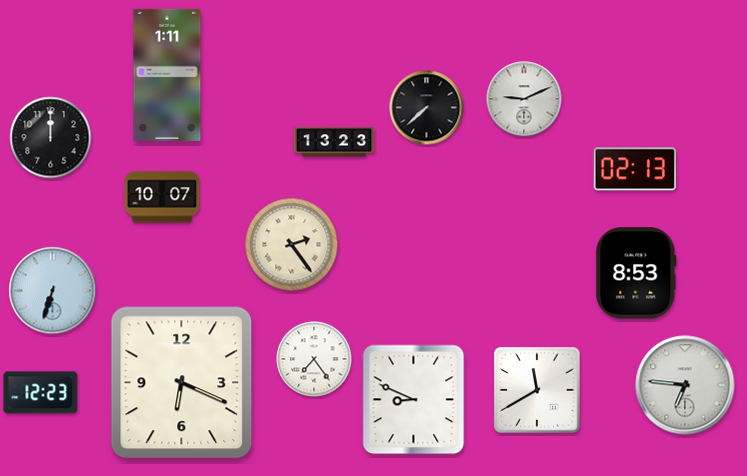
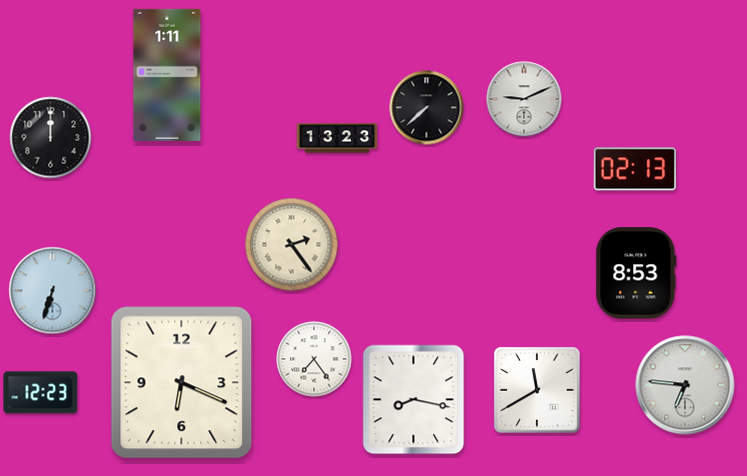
clock at (334, 142) position: (334, 142) -> (337, 138)
clock at (162, 197): 10:07 -> none
clock at (414, 400): 8:49 -> 8:17
